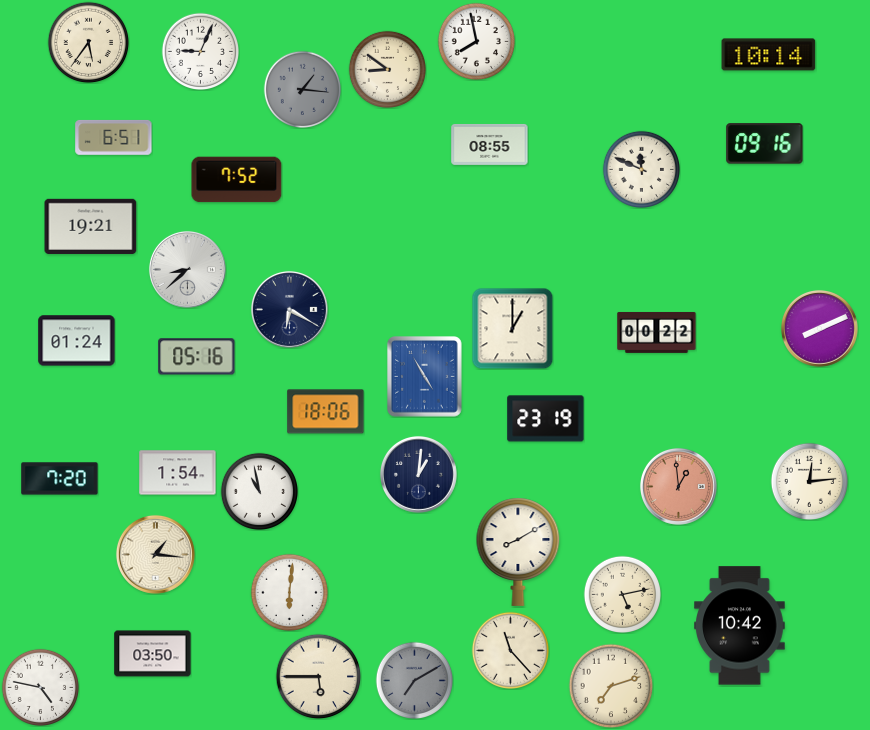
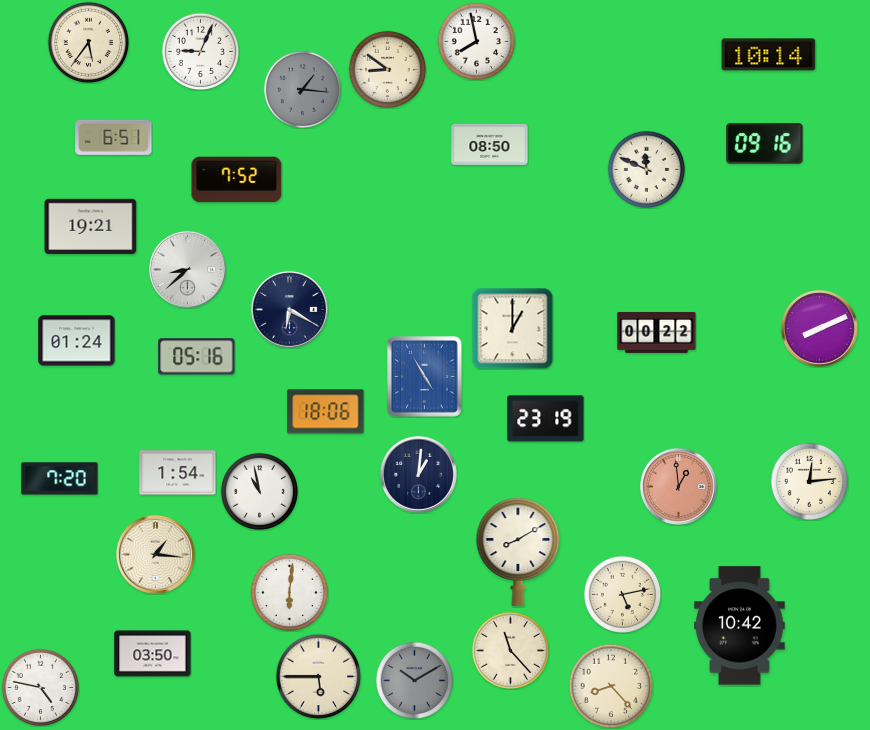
clock at (490, 144): 08:55 -> 08:50
clock at (641, 169) position: (641, 169) -> (646, 169)
clock at (414, 680): 7:10 -> 10:10
clock at (611, 686): 7:12 -> 8:23
